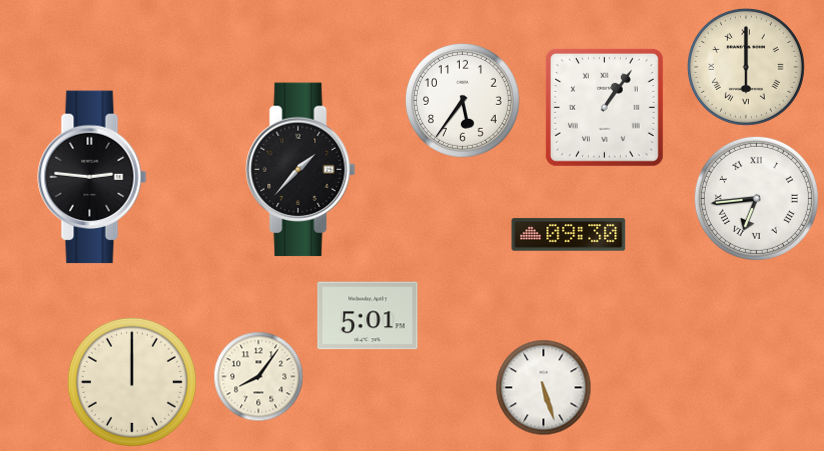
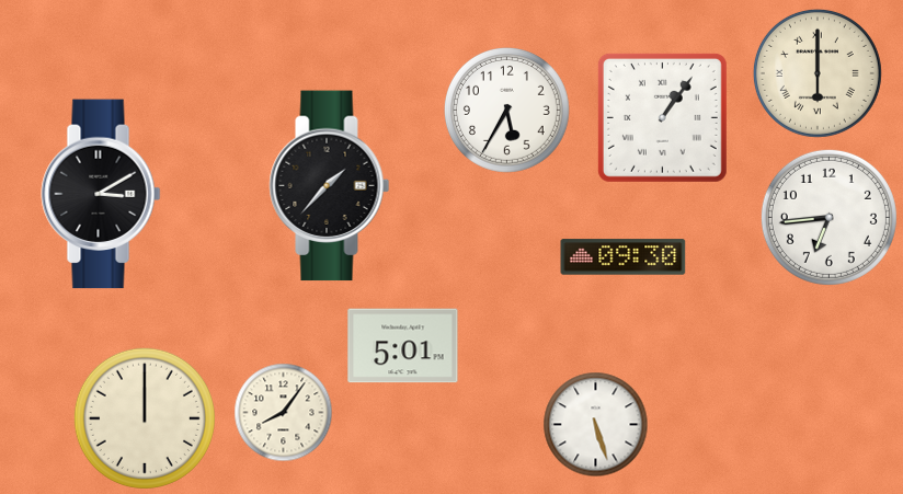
clock at (462, 100): 5:36 -> 5:35
clock at (92, 177): 2:46 -> 3:10
clock at (756, 198) numerals: Roman -> Arabic
